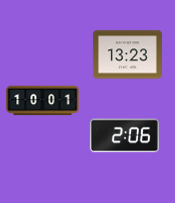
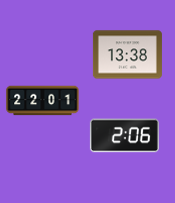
clock at (127, 55): 13:23 -> 13:38
clock at (43, 101): 10:01 -> 22:01
